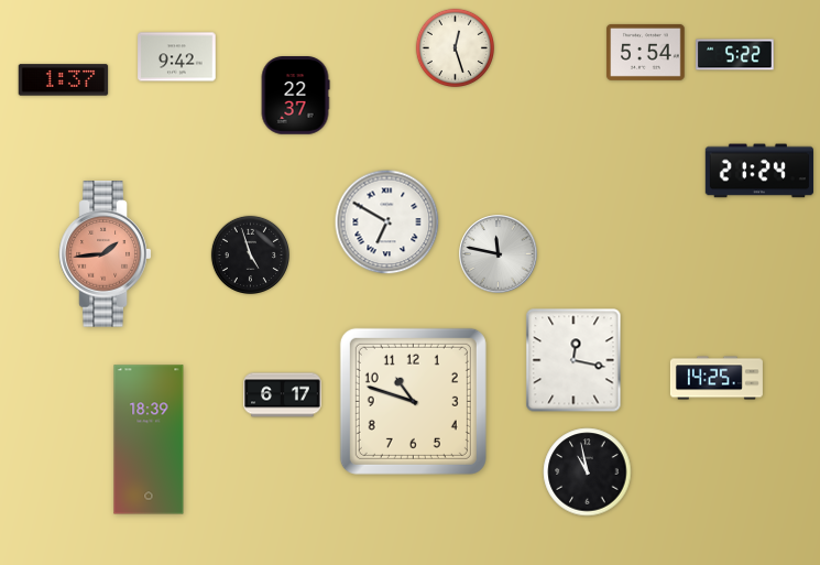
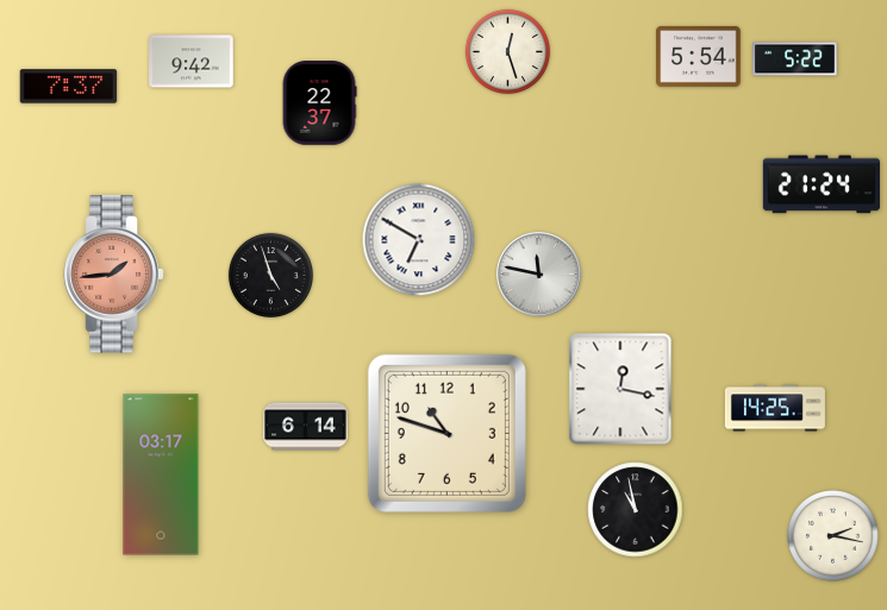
clock at (455, 47) position: (455, 47) -> (507, 51)
clock at (64, 80): 1:37 -> 7:37
clock at (283, 395): 6:17 -> 6:14
clock at (149, 439): 18:39 -> 03:17
clock at (833, 536): none -> 2:17
